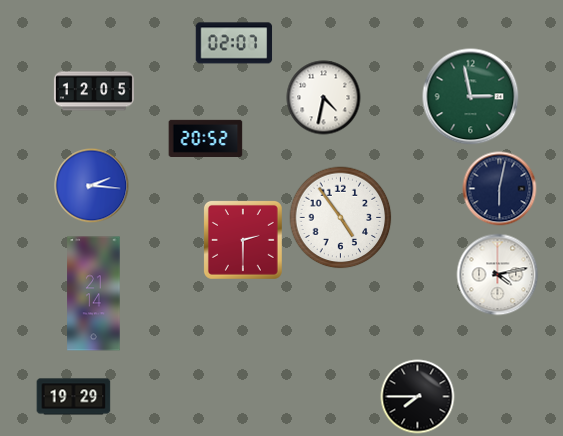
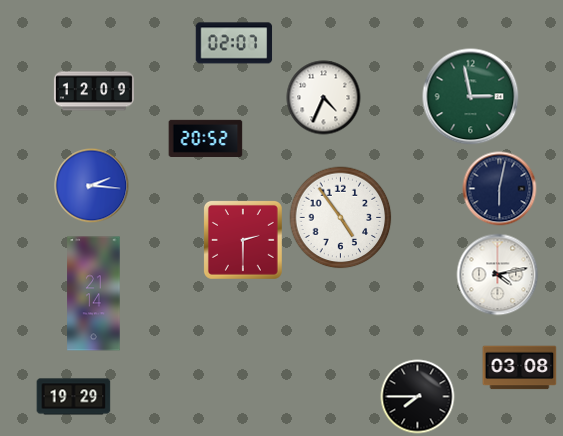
clock at (94, 91): 12:05 -> 12:09
clock at (324, 98): 4:32 -> 4:34
clock at (520, 368): none -> 03:08
